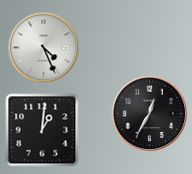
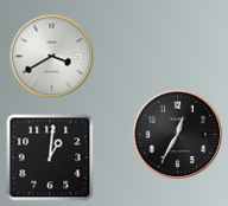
clock at (44, 48): 4:26 -> 3:40
clock at (42, 130) position: (42, 130) -> (50, 157)
